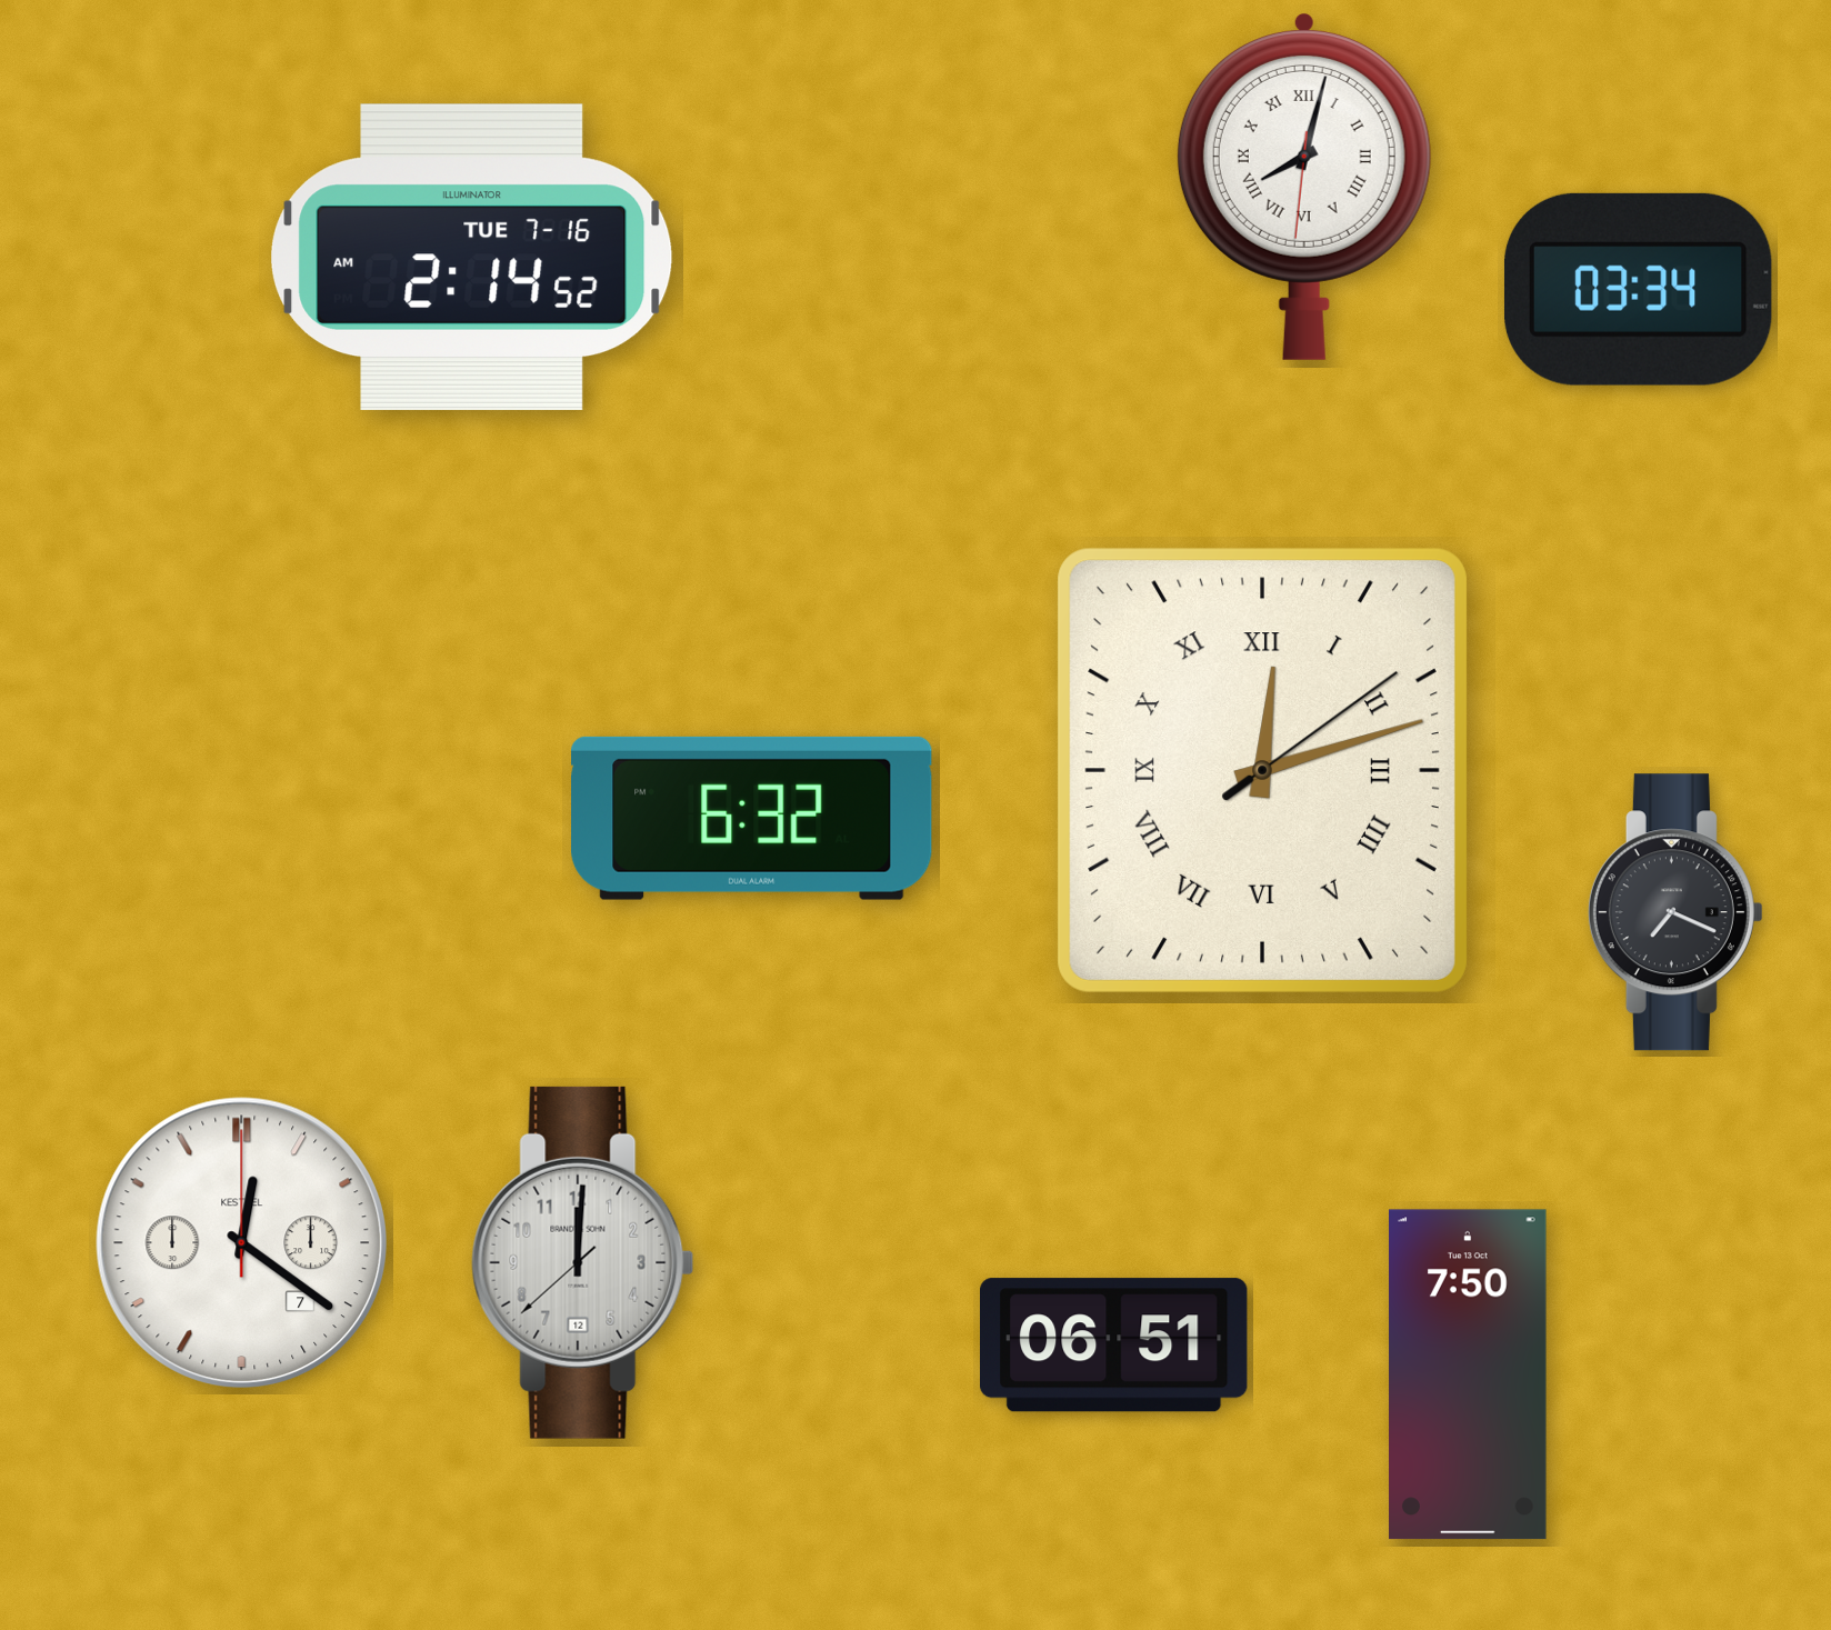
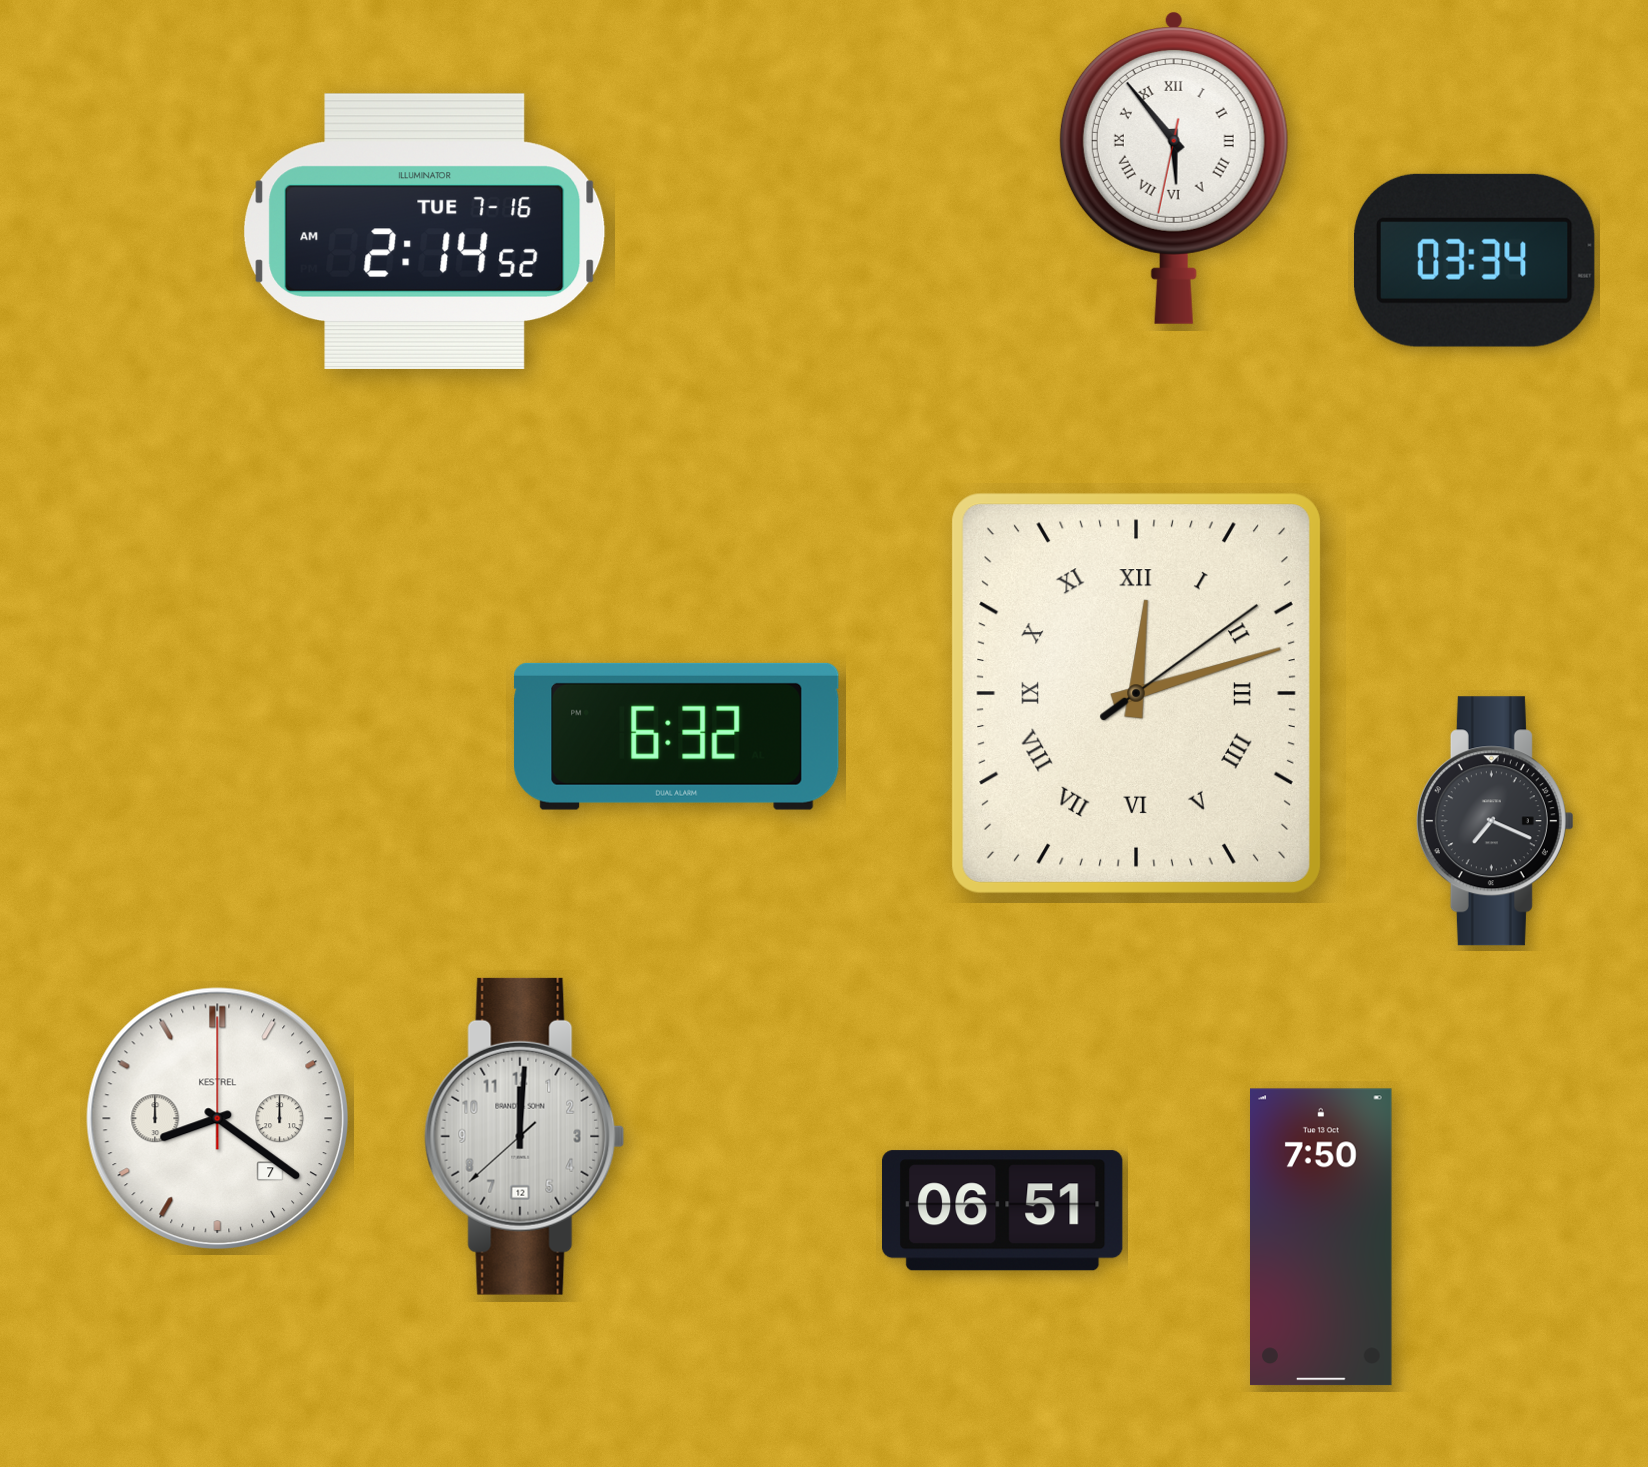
clock at (1304, 187): 8:02 -> 5:53
clock at (1675, 912) position: (1675, 912) -> (1495, 821)
clock at (241, 1242): 12:21 -> 8:21
